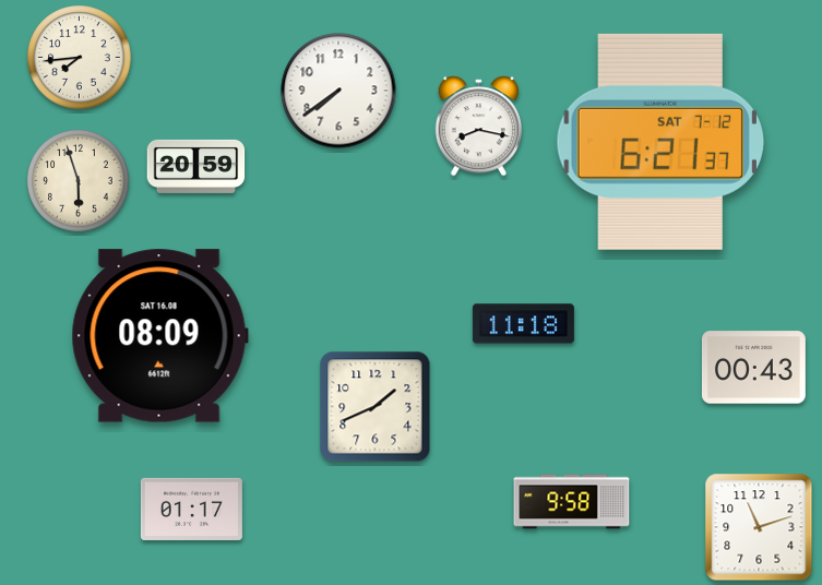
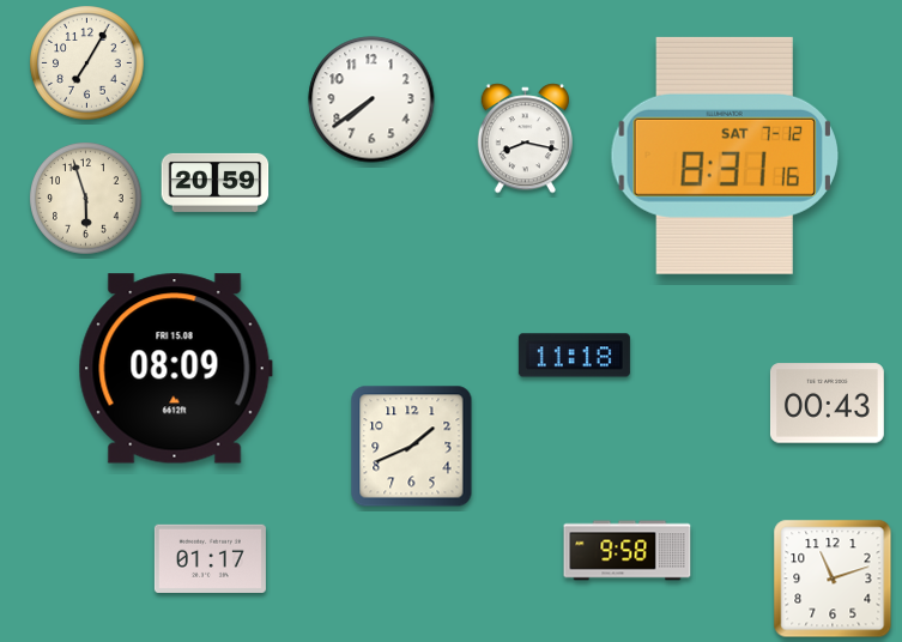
clock at (80, 58): 7:44 -> 7:05
clock at (660, 142): 6:21 -> 8:31
clock at (159, 336) date: SAT 16.08 -> FRI 15.08
